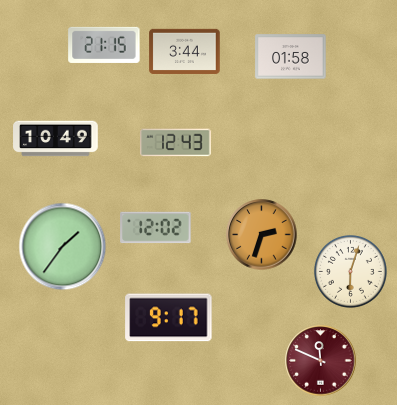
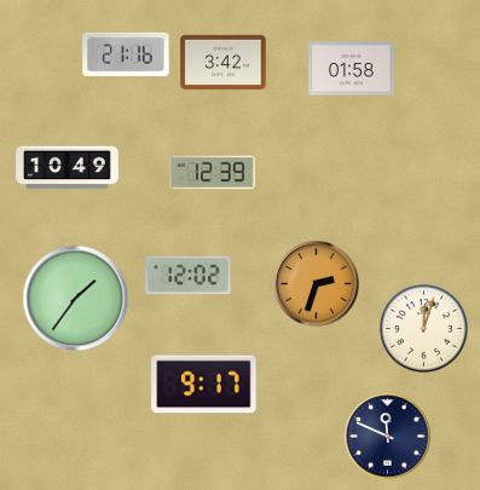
clock at (104, 45): 21:15 -> 21:16
clock at (185, 51): 3:44 -> 3:42
clock at (176, 143): 12:43 -> 12:39
clock at (350, 271): 6:03 -> 12:03
clock at (321, 361) dial: burgundy -> navy
